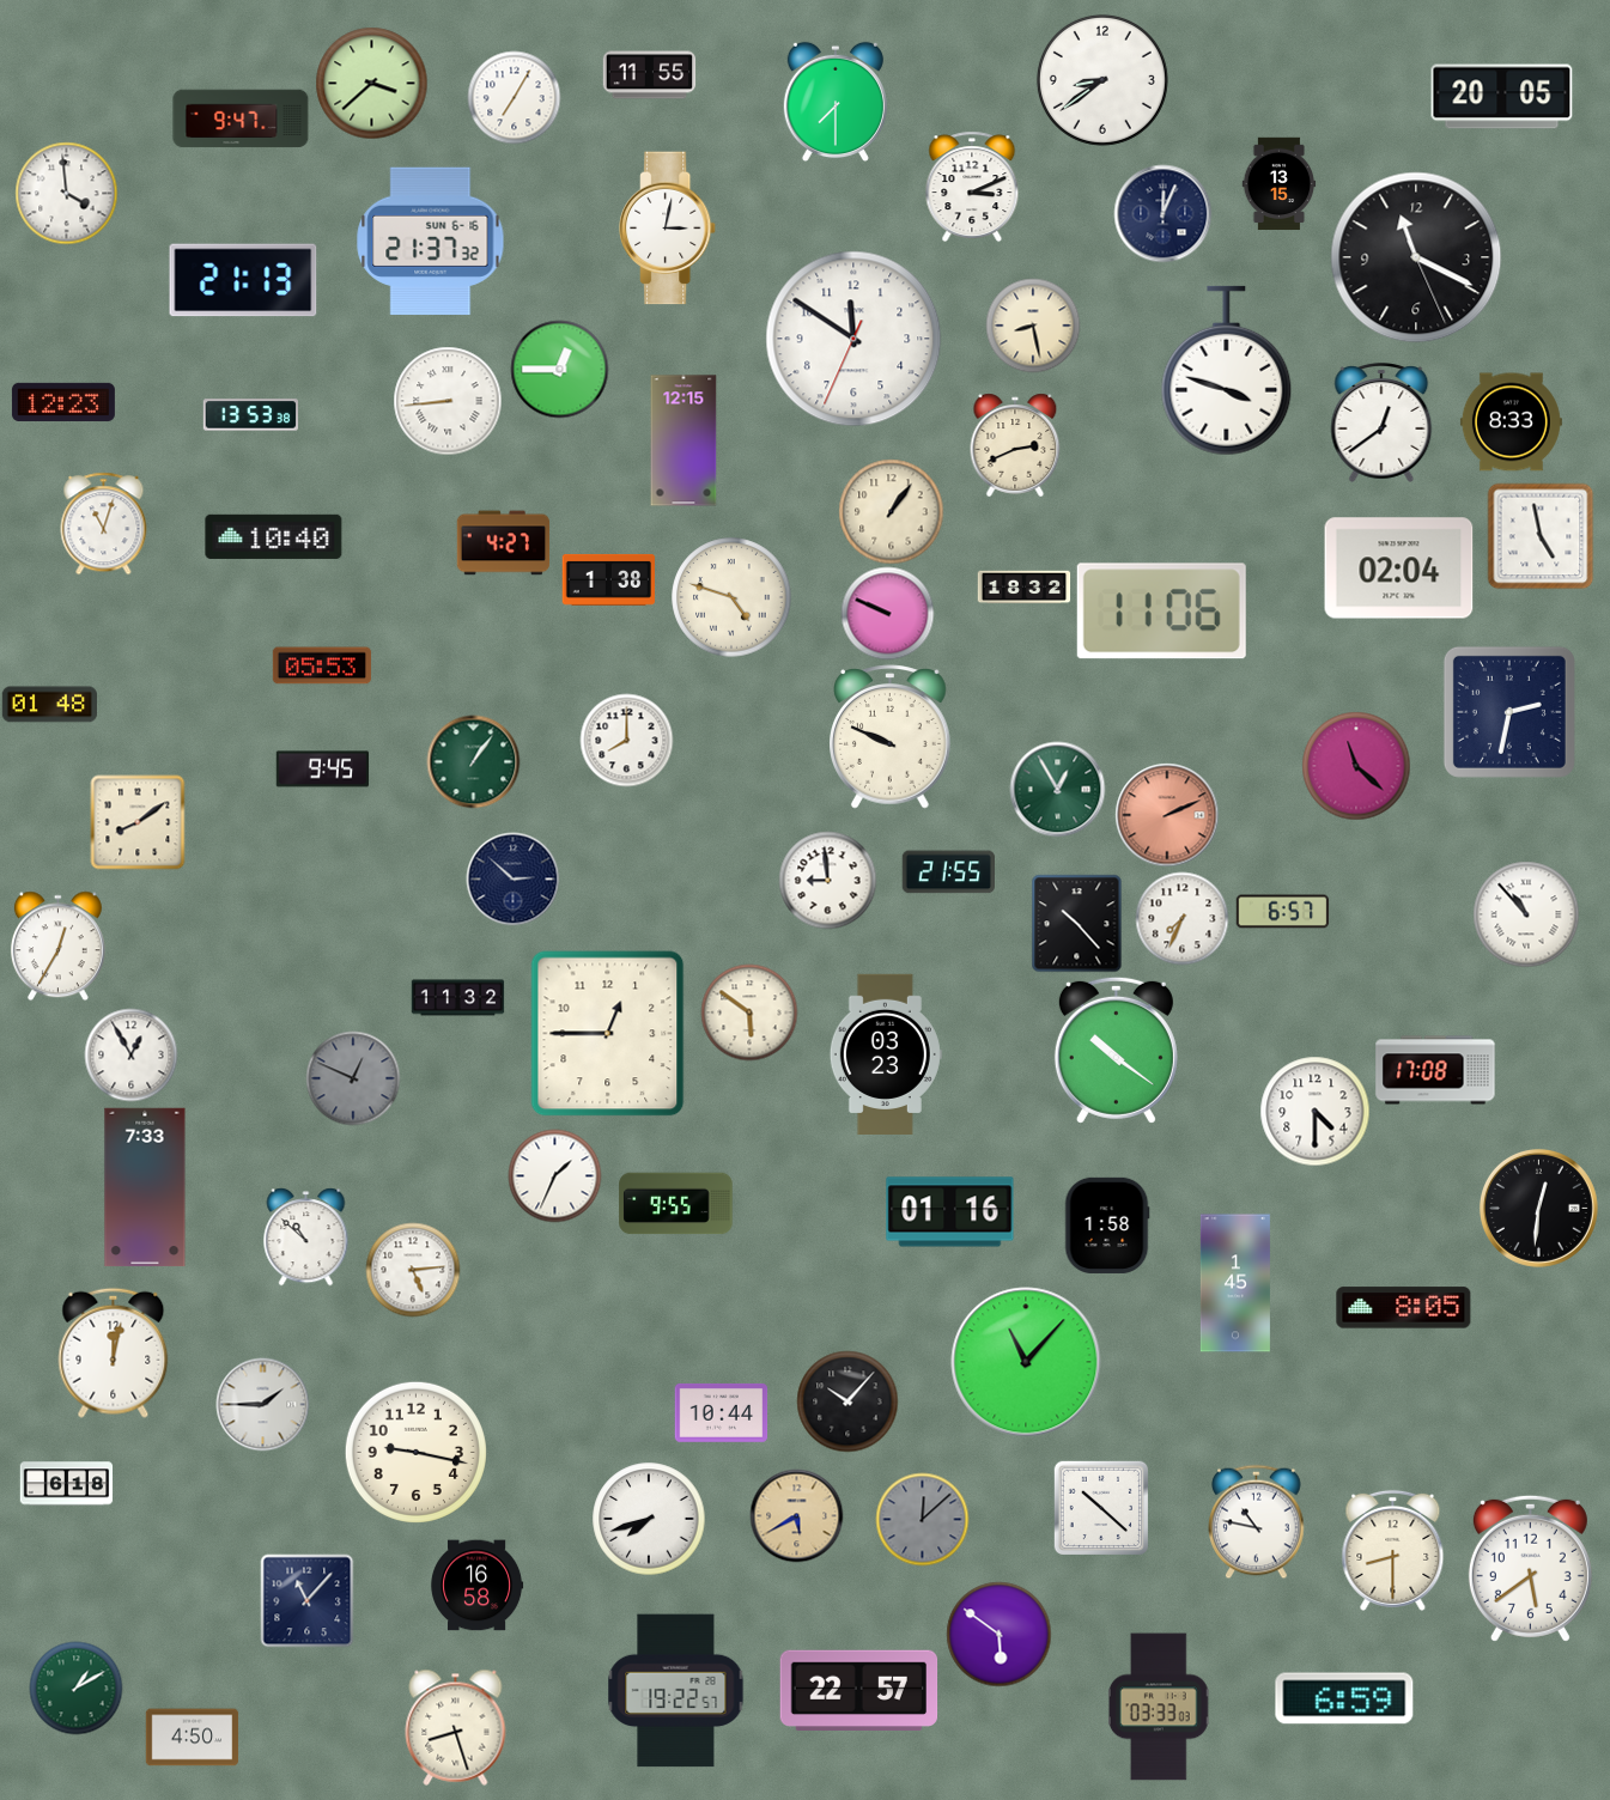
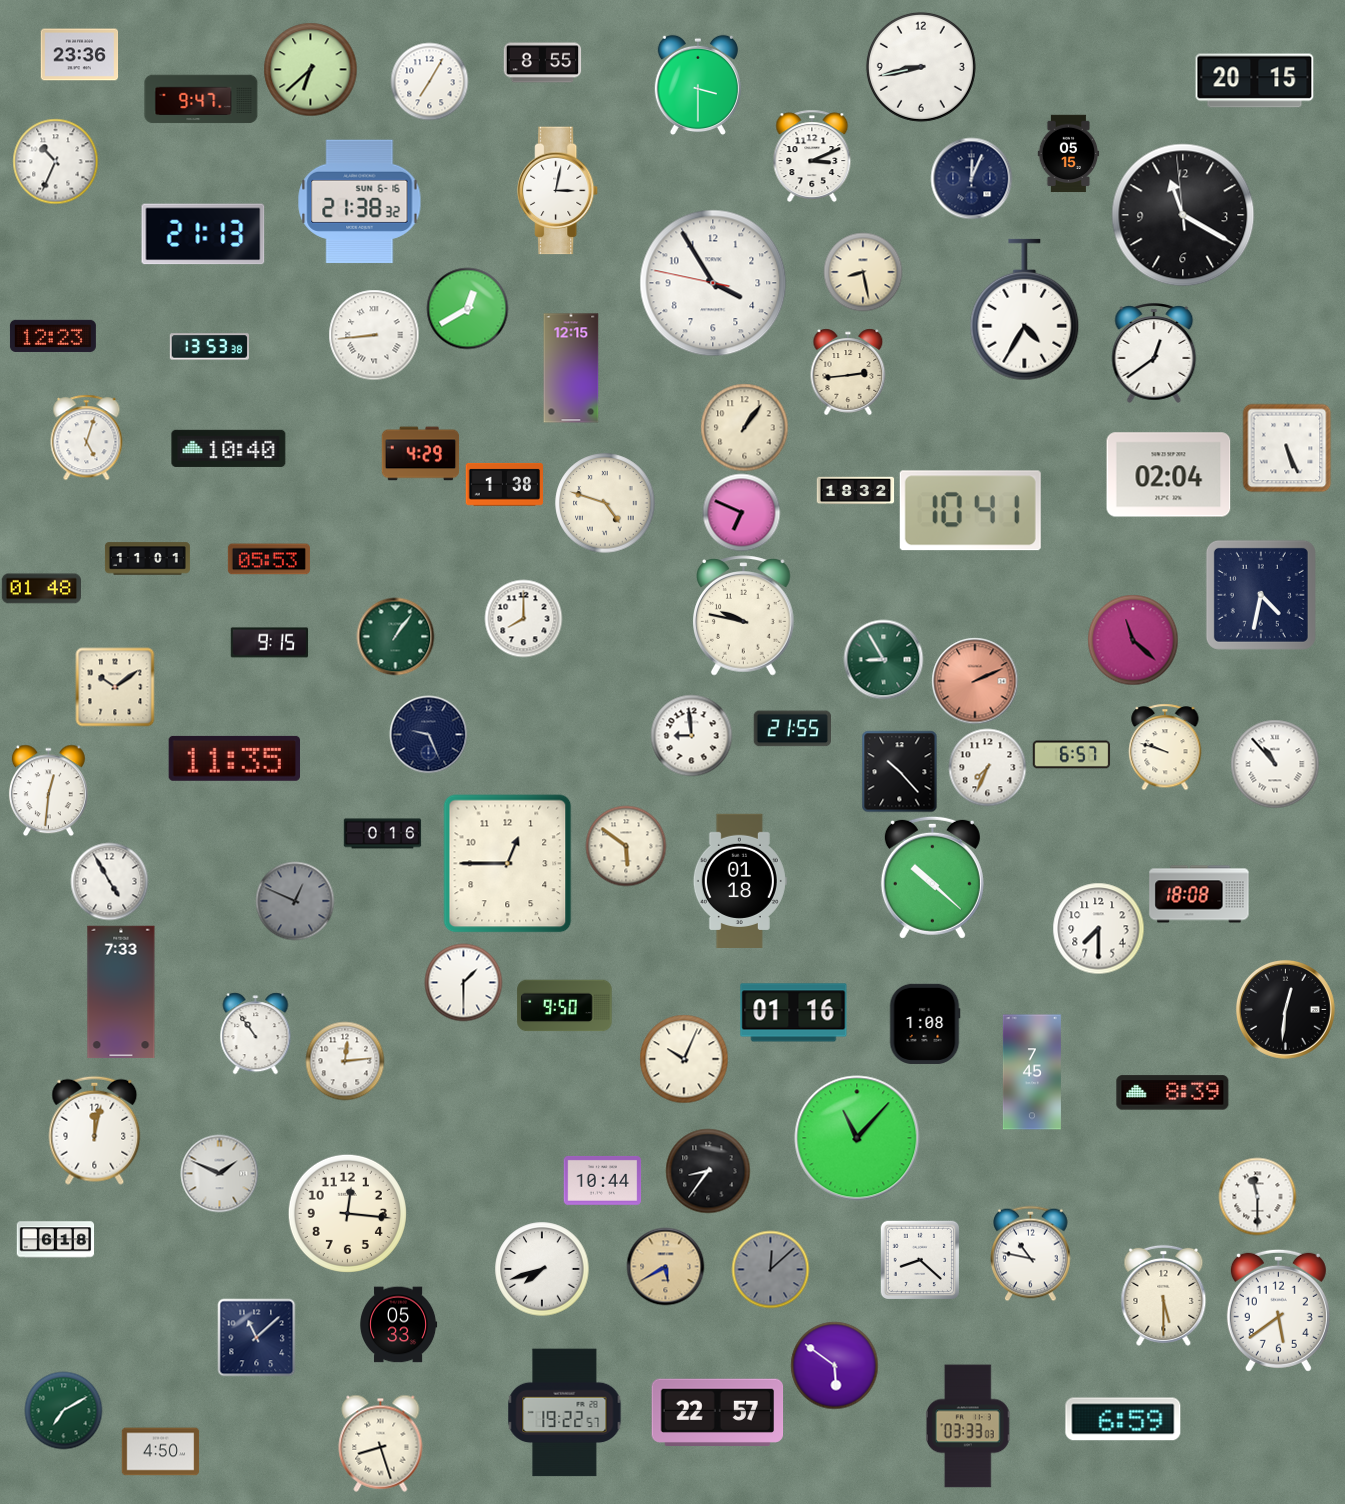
clock at (79, 55): none -> 23:36
clock at (649, 75): 11:55 -> 8:55
clock at (1102, 80): 8:39 -> 8:43
clock at (371, 83): 3:38 -> 6:38
clock at (1502, 97): 20:05 -> 20:15
clock at (836, 102): 7:30 -> 3:30
clock at (1280, 183): 13:15 -> 05:15
clock at (66, 193): 3:59 -> 10:34
clock at (431, 242): 21:37 -> 21:38
clock at (1416, 257): 11:19:26 -> 11:19:59
clock at (853, 339): 11:50 -> 3:54
clock at (559, 369): 12:45 -> 12:40
clock at (1227, 371): 3:48 -> 4:35
clock at (1511, 422): 8:33 -> none
clock at (1015, 445): 2:41 -> 2:44
clock at (104, 523): 11:03 -> 5:03
clock at (1541, 536): 4:58 -> 5:26
clock at (503, 543): 4:27 -> 4:29
clock at (608, 579) position: (608, 579) -> (504, 484)
clock at (731, 597) position: (731, 597) -> (605, 503)
clock at (1161, 612): 11:06 -> 10:41
clock at (887, 613): 9:49 -> 6:49
clock at (322, 665) position: (322, 665) -> (269, 559)
clock at (147, 559): none -> 11:01
clock at (1509, 712): 2:32 -> 4:32
clock at (891, 737): 9:49 -> 9:47
clock at (322, 770): 9:45 -> 9:15
clock at (1057, 789): 12:55 -> 8:55
clock at (138, 822): 8:09 -> 10:09
clock at (512, 878): 2:52 -> 9:26
clock at (1165, 747): none -> 9:48
clock at (234, 758): none -> 11:35
clock at (1282, 912) position: (1282, 912) -> (1071, 755)
clock at (57, 945): 12:35 -> 12:31
clock at (457, 998): 11:32 -> 0:16
clock at (1116, 1050): 10:21 -> 10:22
clock at (886, 1053): 03:23 -> 01:18
clock at (130, 1054): 12:55 -> 4:55
clock at (1435, 1070): 17:08 -> 18:08
clock at (1314, 1111): 4:30 -> 7:30
clock at (554, 1175): 1:34 -> 1:30
clock at (676, 1204): 9:55 -> 9:50
clock at (1107, 1226): 1:58 -> 1:08
clock at (306, 1236): 10:52 -> 10:54
clock at (684, 1059): none -> 10:04
clock at (413, 1270): 5:14 -> 12:14
clock at (1235, 1283): 1:45 -> 7:45
clock at (1404, 1308): 8:05 -> 8:39
clock at (847, 1401): 10:07 -> 8:36
clock at (262, 1404): 1:45 -> 1:49
clock at (1257, 1196): none -> 11:30
clock at (415, 1452): 9:17 -> 12:16
clock at (1100, 1507): 10:22 -> 8:22
clock at (1257, 1521) position: (1257, 1521) -> (1031, 1253)
clock at (1393, 1550): 8:30 -> 5:30
clock at (476, 1586): 16:58 -> 05:33
clock at (306, 1600): 11:07 -> 11:08
clock at (75, 1688): 1:10 -> 7:10
